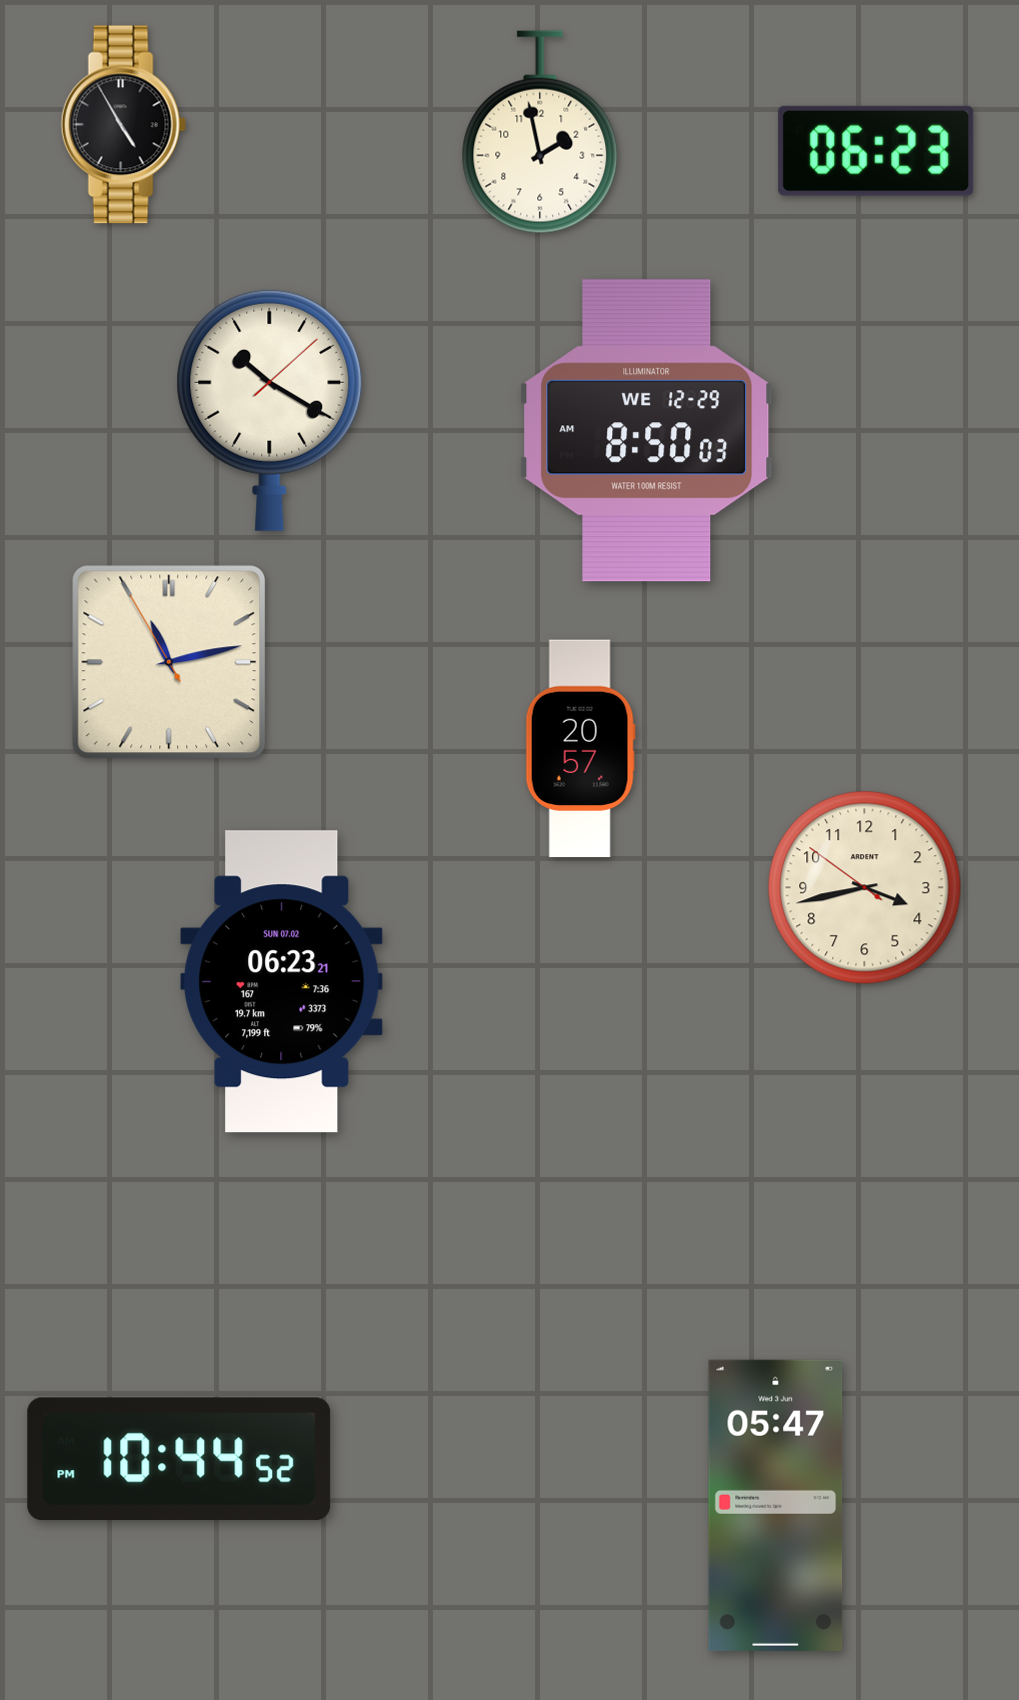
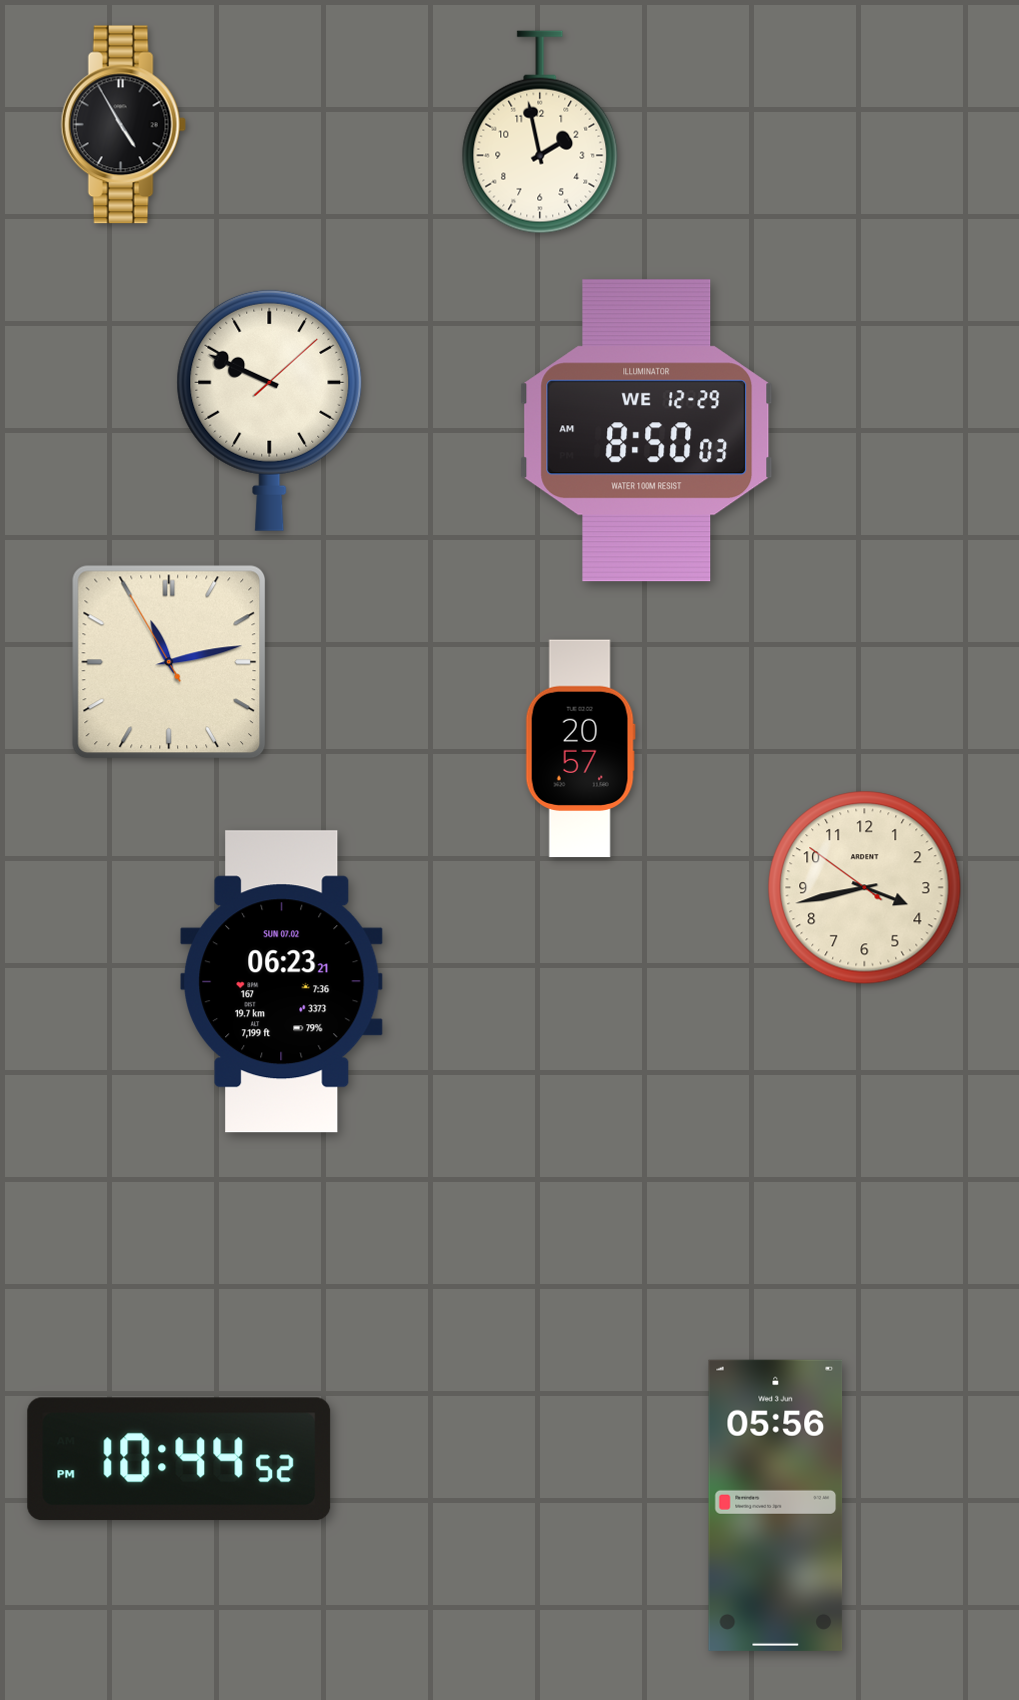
clock at (876, 151): 06:23 -> none
clock at (270, 410): 10:20 -> 9:49
clock at (776, 1505): 05:47 -> 05:56
